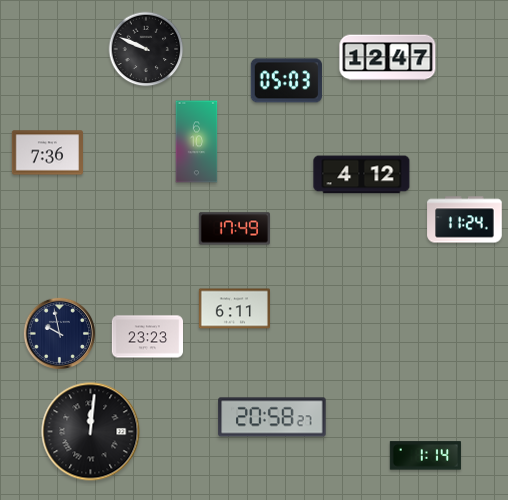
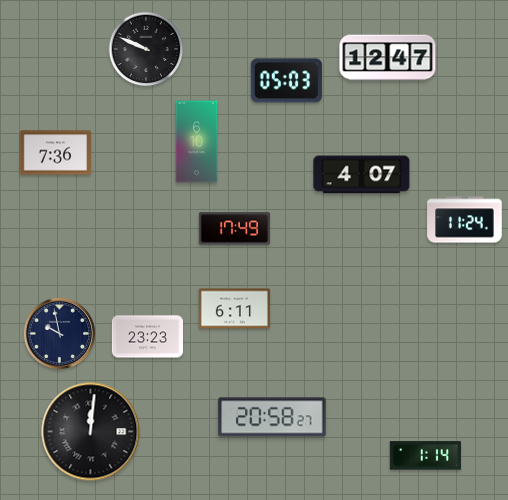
clock at (47, 153) position: (47, 153) -> (55, 153)
clock at (362, 175): 4:12 -> 4:07
